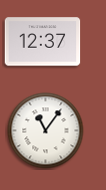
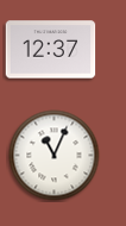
clock at (46, 131): 11:06 -> 11:04
